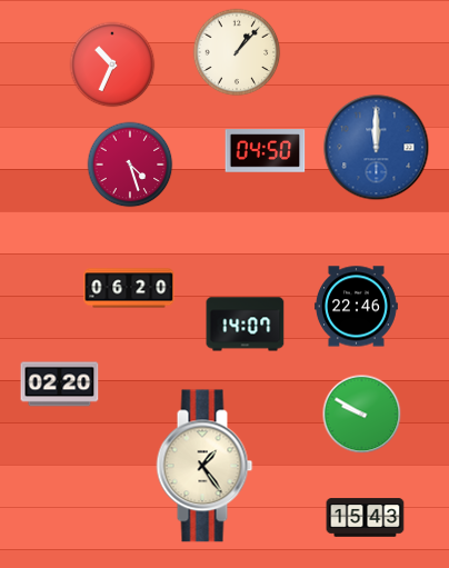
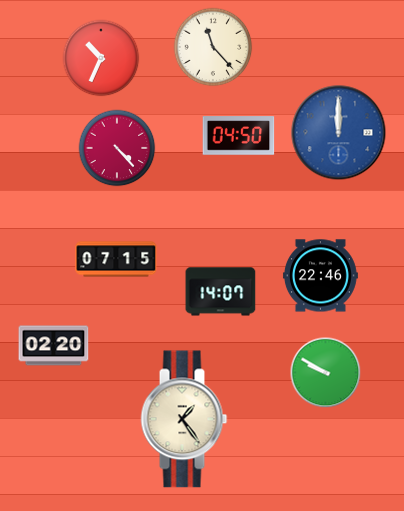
clock at (237, 52): 1:07 -> 11:23
clock at (130, 165): 4:27 -> 4:23
clock at (129, 288): 06:20 -> 07:15
clock at (366, 518): 15:43 -> none
